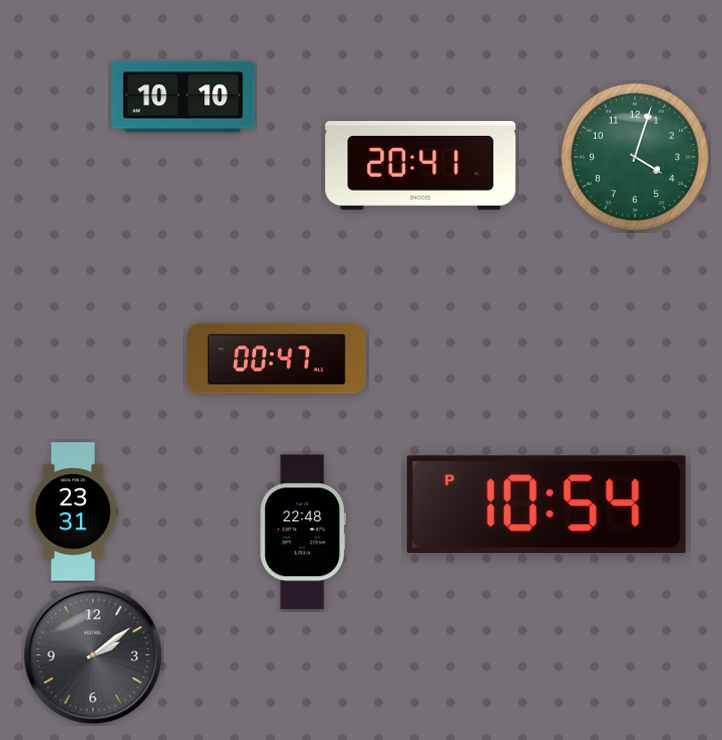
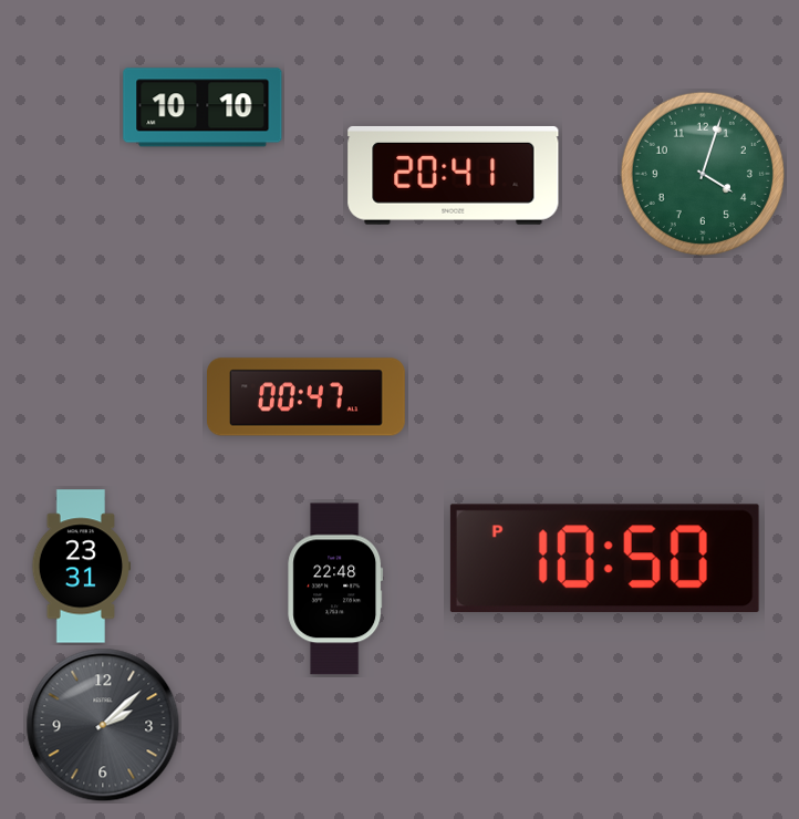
clock at (421, 165) position: (421, 165) -> (454, 175)
clock at (546, 505): 10:54 -> 10:50
clock at (93, 655): 2:09 -> 2:08
